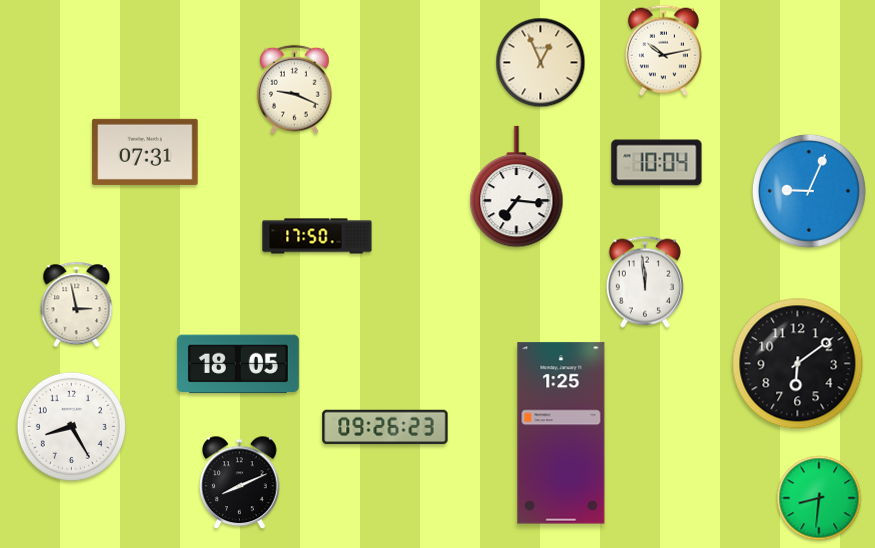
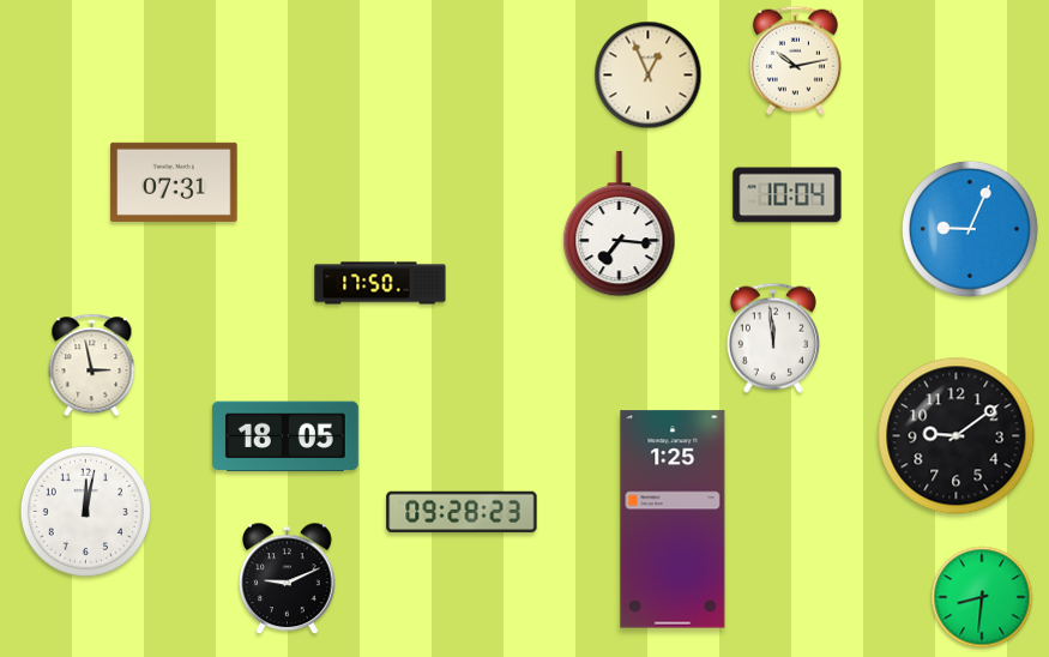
clock at (295, 90): 9:19 -> none
clock at (798, 364): 6:09 -> 9:09
clock at (71, 426): 8:25 -> 12:02
clock at (385, 427): 09:26 -> 09:28
clock at (240, 483): 8:11 -> 9:11
